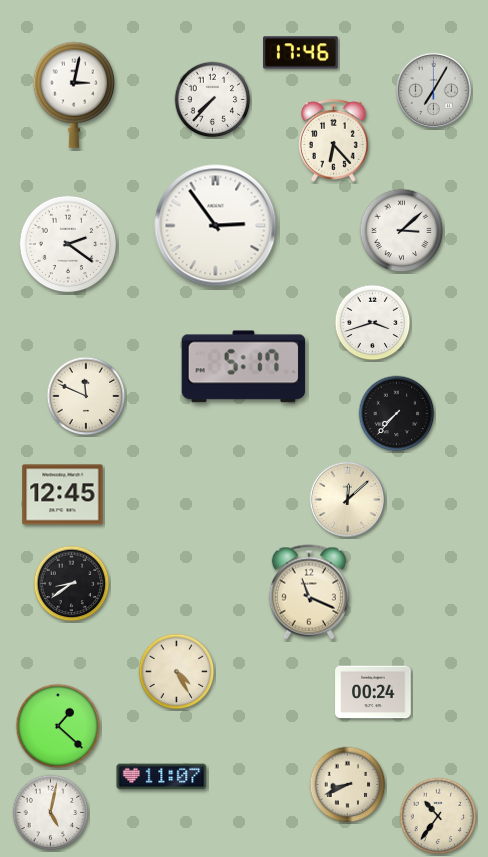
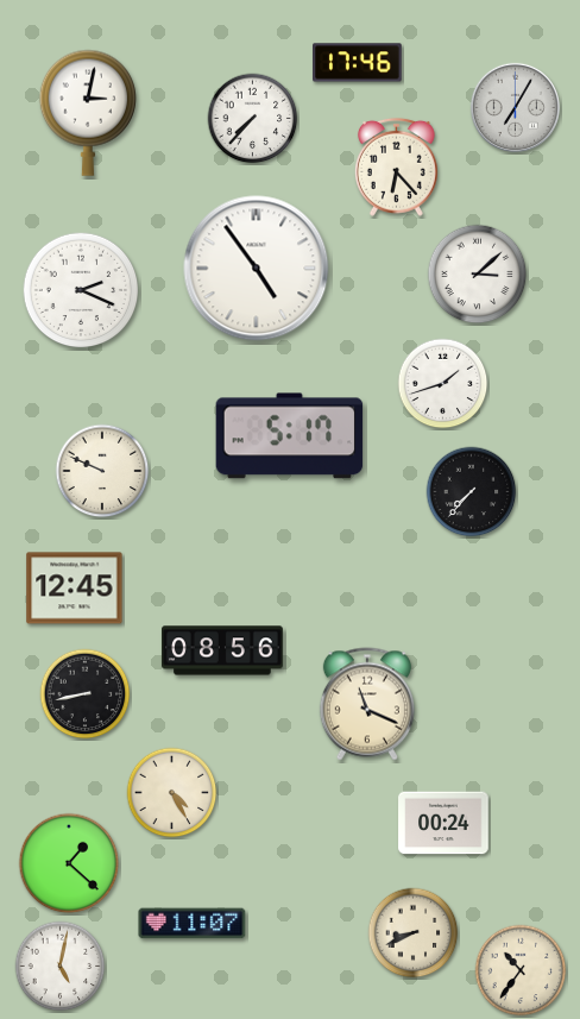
clock at (216, 226): 2:54 -> 4:54
clock at (68, 244): 2:21 -> 2:19
clock at (373, 323): 3:42 -> 1:42
clock at (86, 396): 11:49 -> 9:49
clock at (347, 499): 12:08 -> none
clock at (222, 650): none -> 08:56
clock at (72, 584): 8:39 -> 8:43
clock at (177, 672) position: (177, 672) -> (172, 793)
